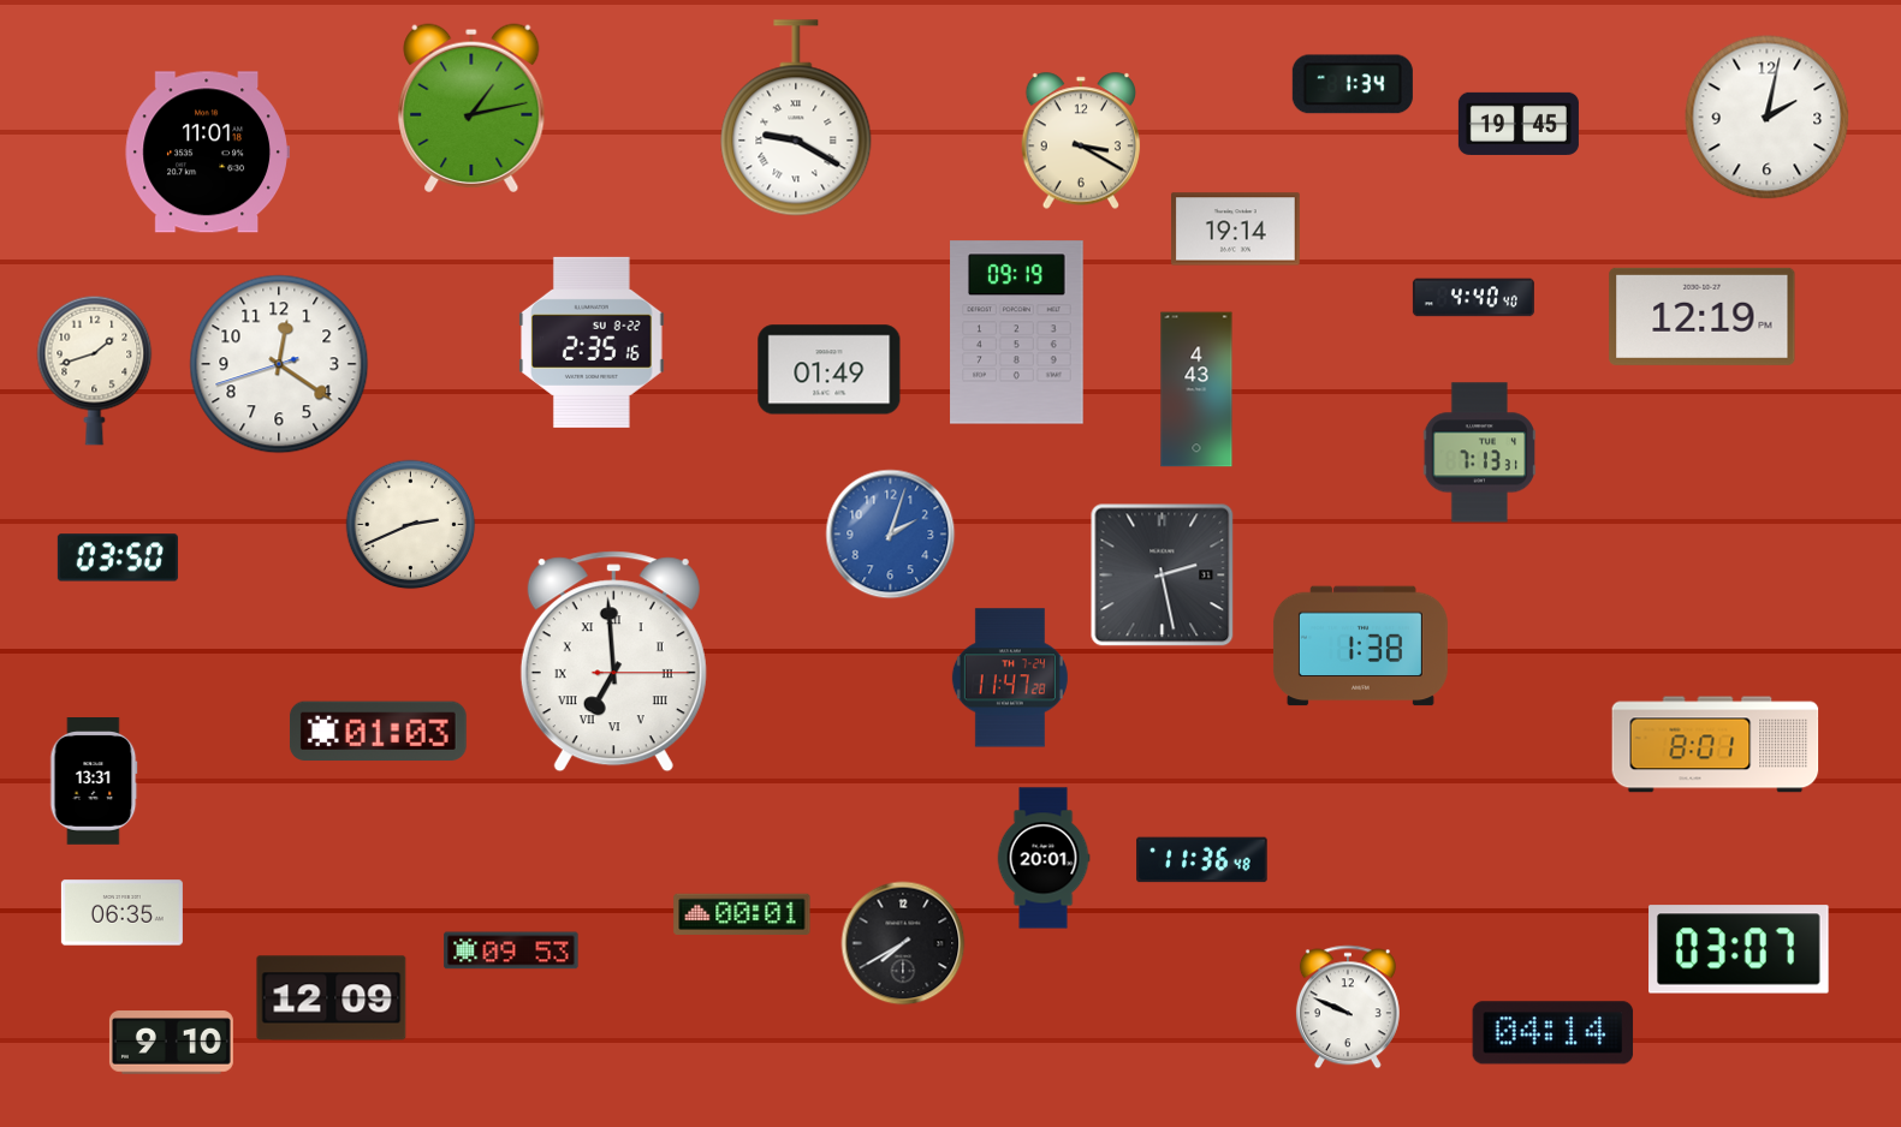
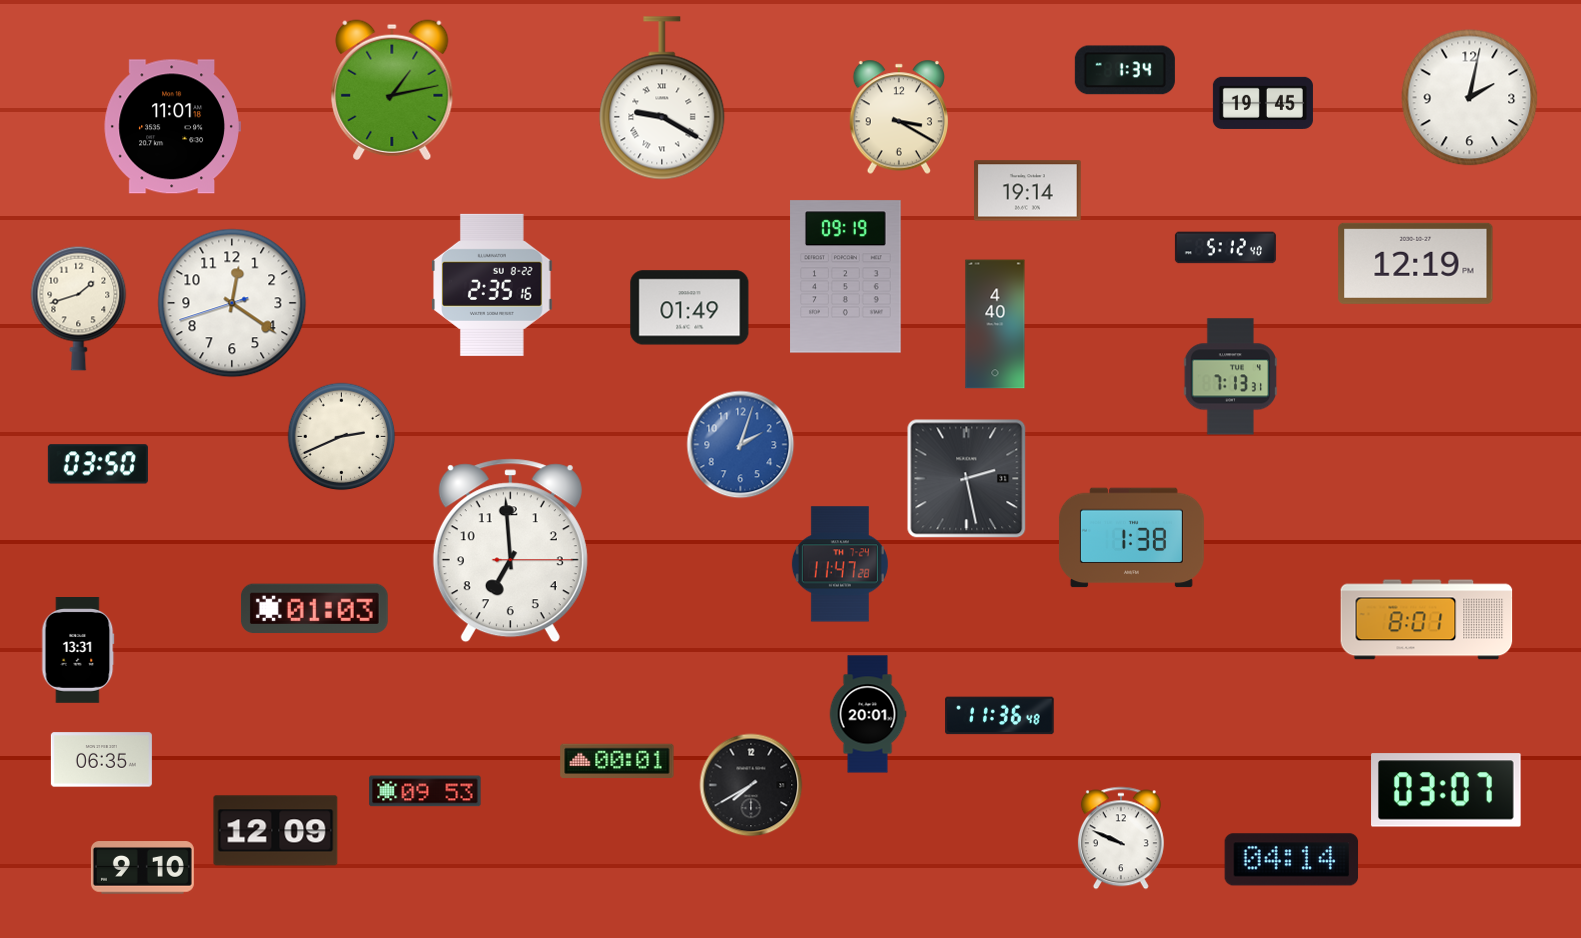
clock at (1473, 298): 4:40 -> 5:12
clock at (1196, 389): 4:43 -> 4:40
clock at (613, 662) numerals: Roman -> Arabic
